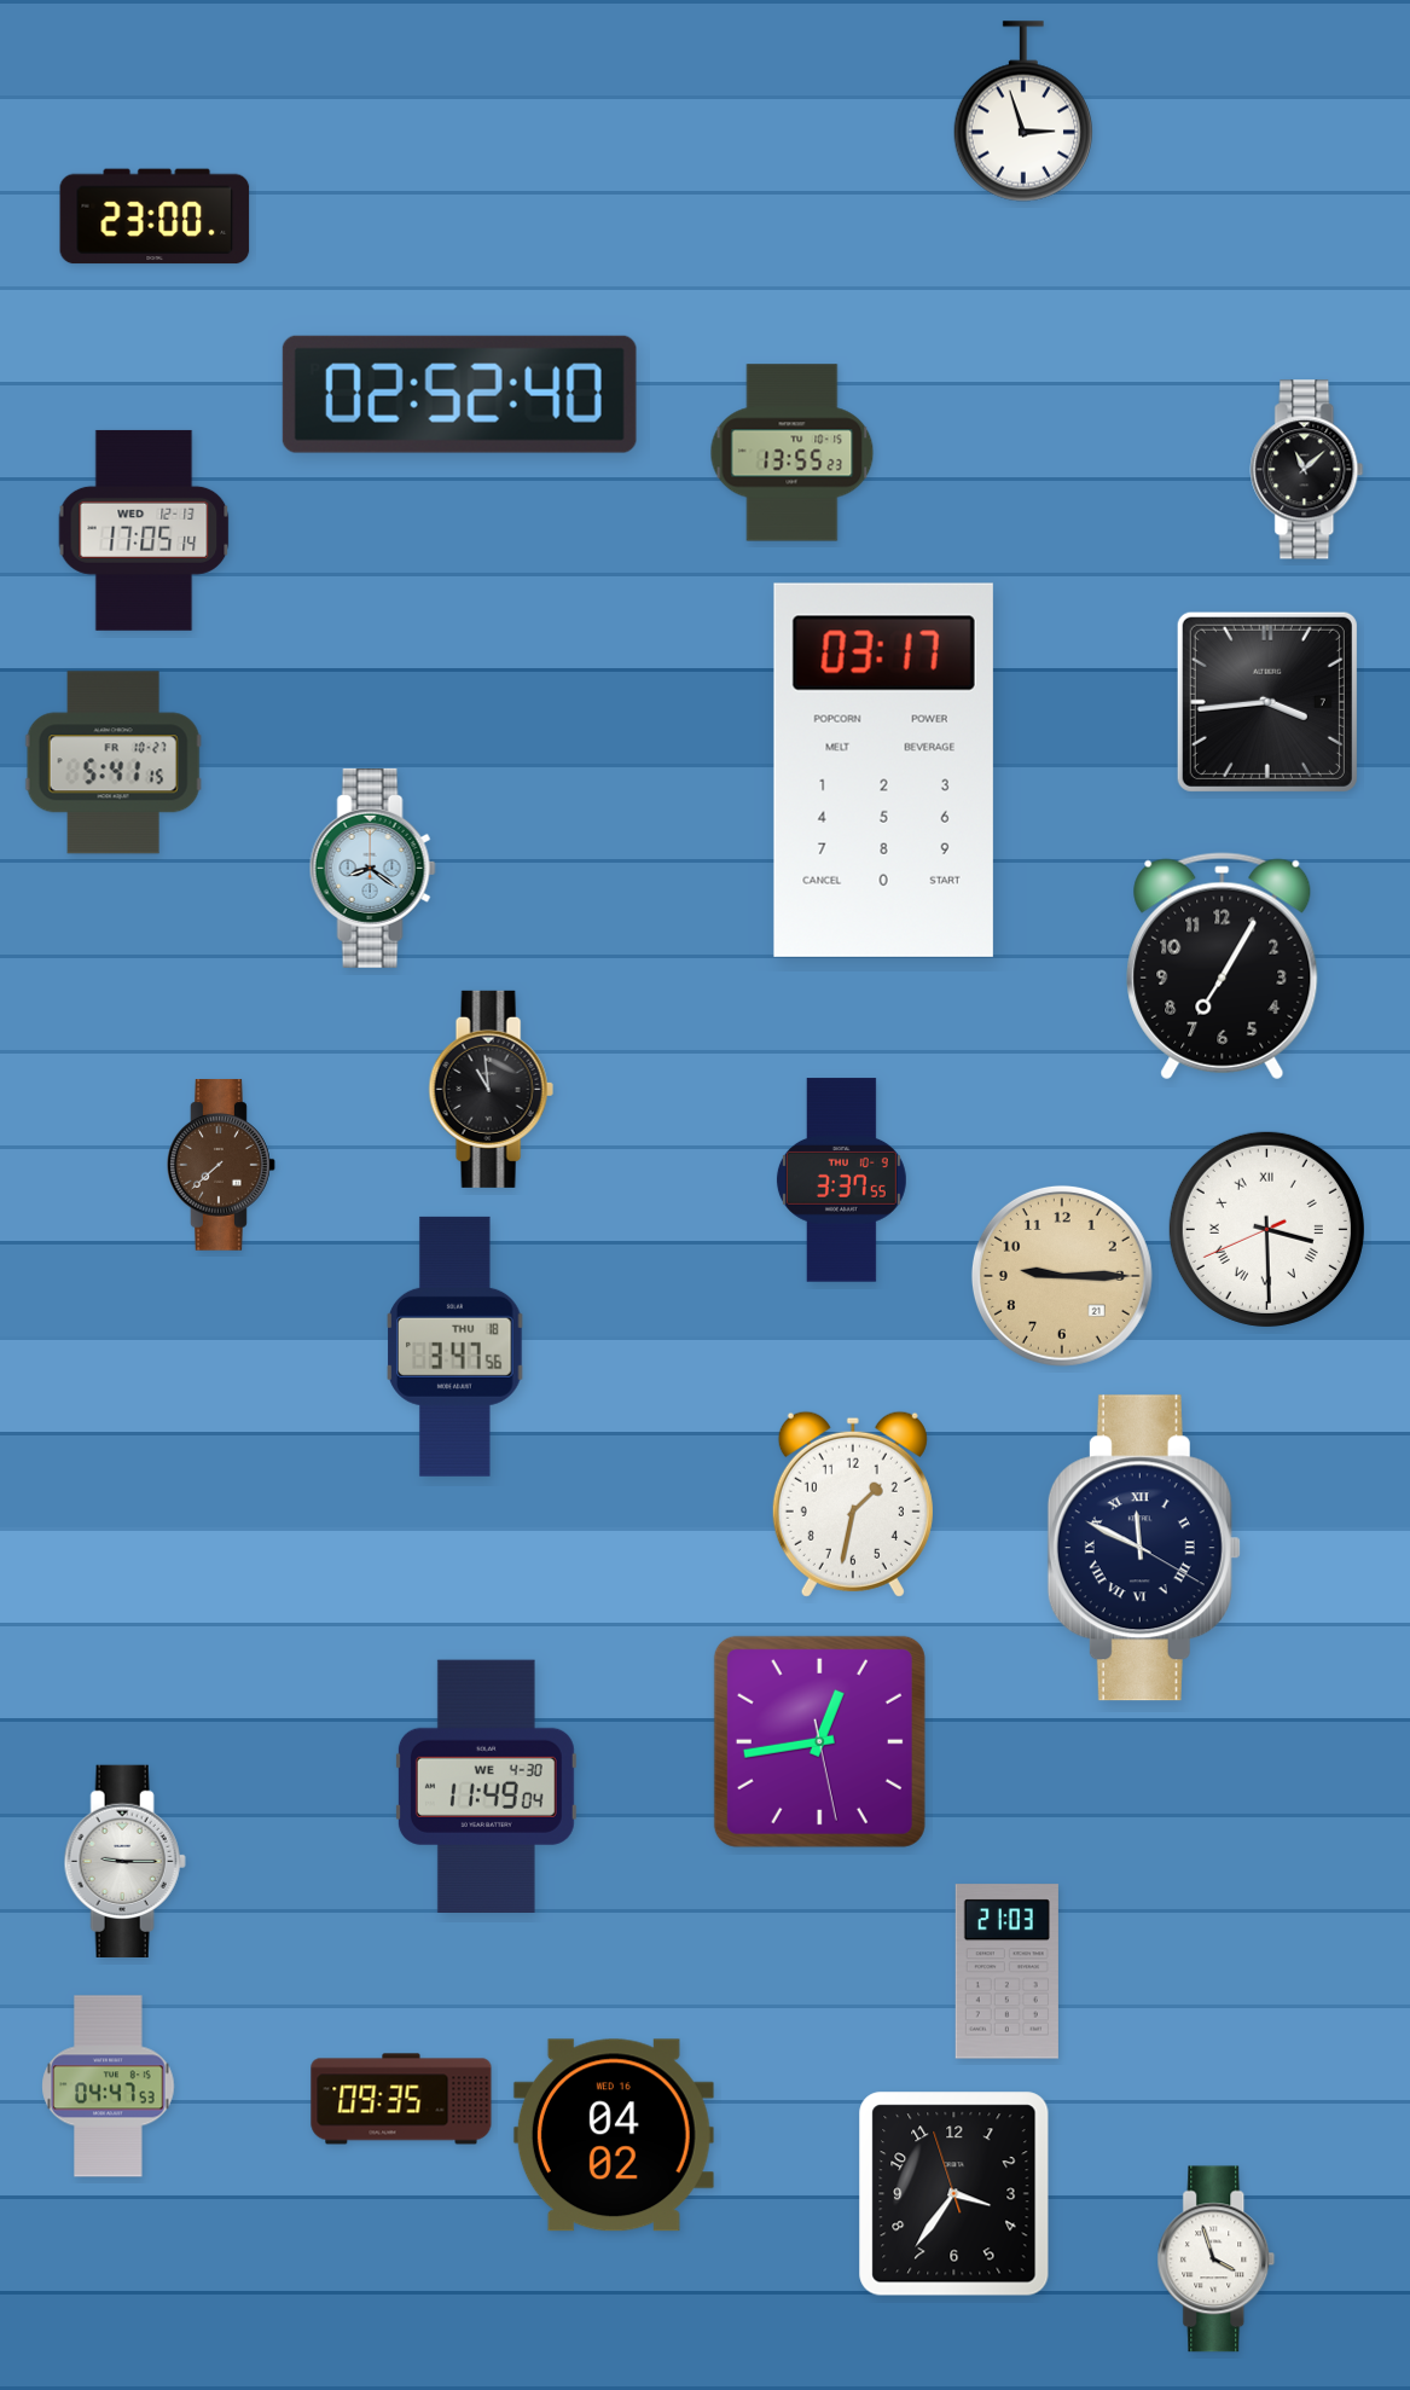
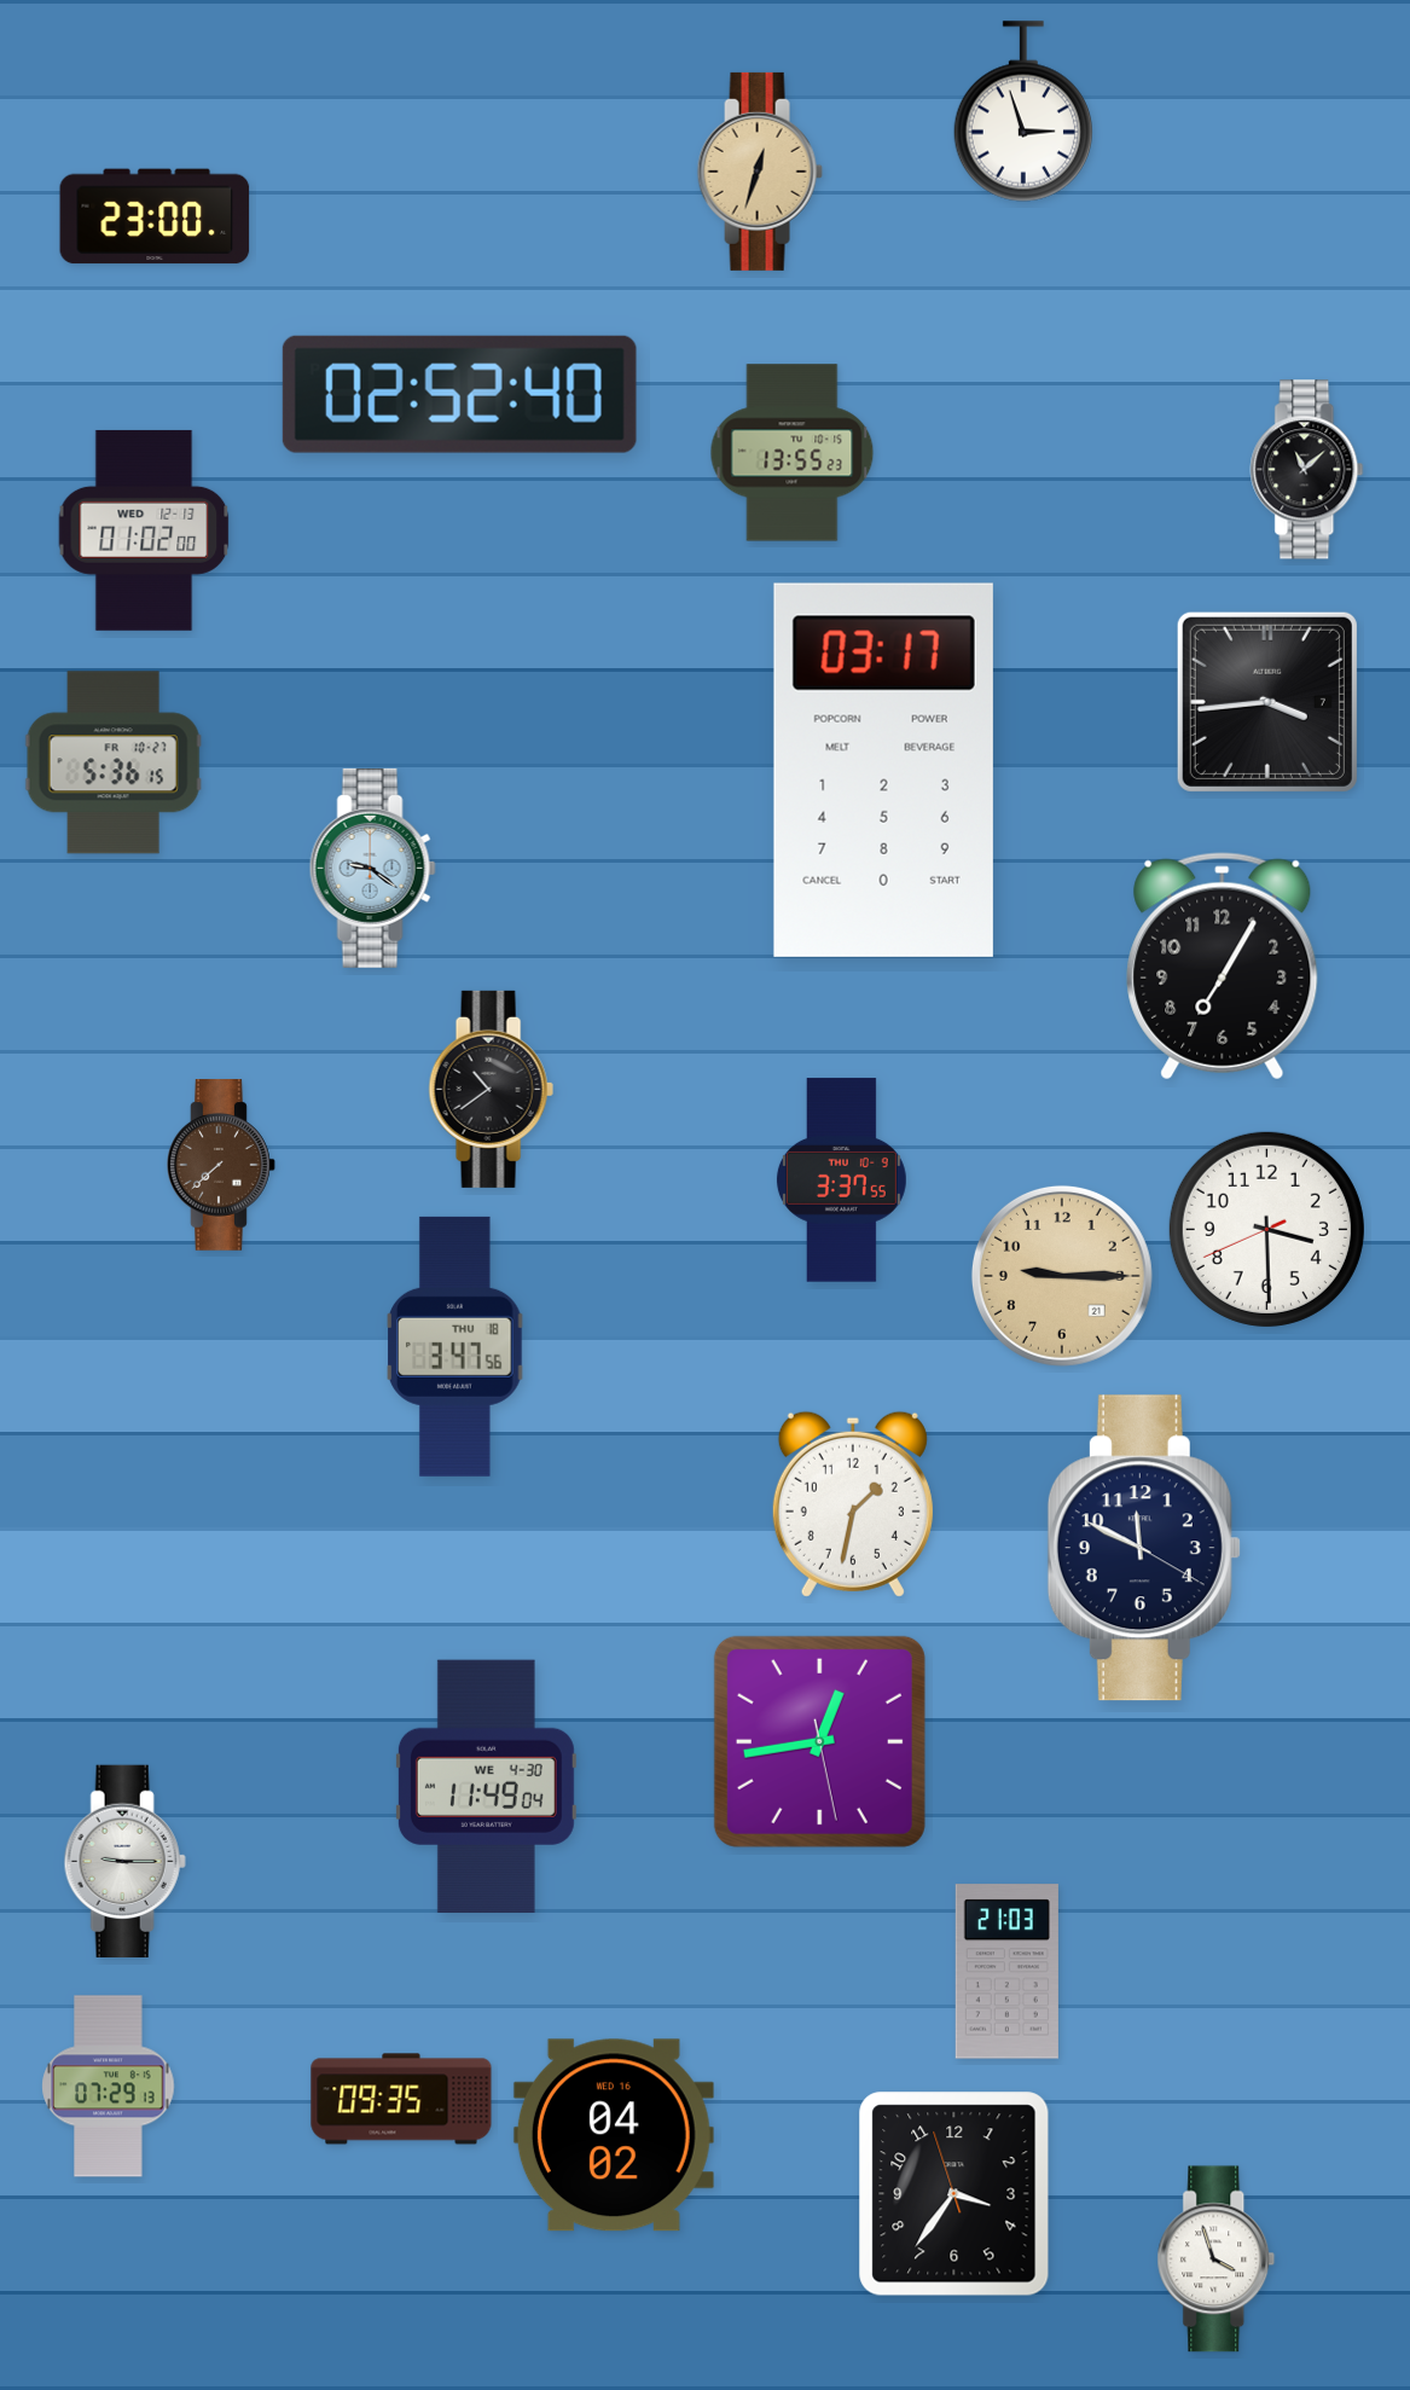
clock at (760, 172): none -> 12:33
clock at (144, 530): 17:05 -> 01:02
clock at (114, 762): 5:41 -> 5:36
clock at (372, 868): 8:21 -> 9:21
clock at (491, 1089): 10:59 -> 10:39
clock at (1266, 1229) numerals: Roman -> Arabic
clock at (1144, 1548) numerals: Roman -> Arabic
clock at (109, 2087): 04:47 -> 07:29
